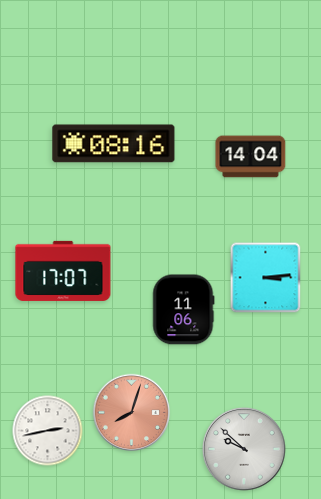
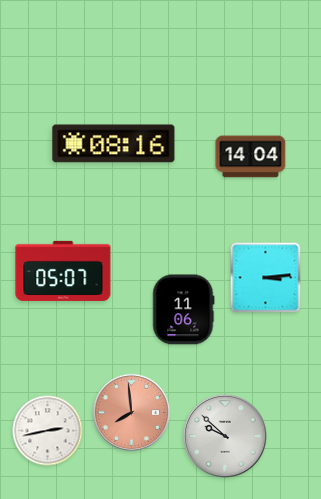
clock at (63, 271): 17:07 -> 05:07
clock at (132, 413): 8:03 -> 7:59
clock at (244, 449) position: (244, 449) -> (225, 436)
